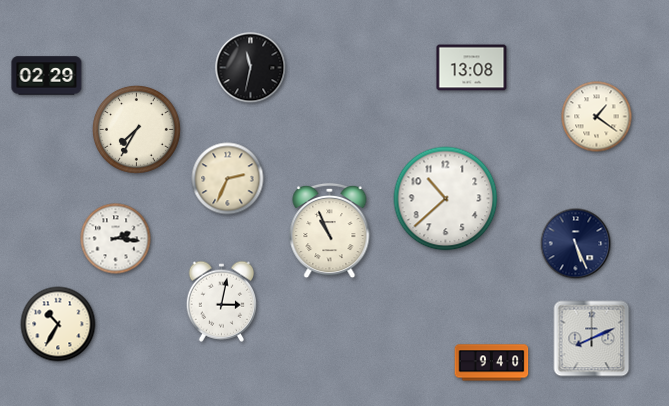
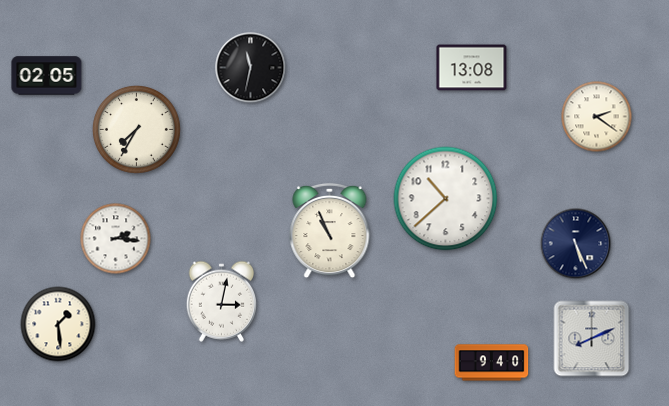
clock at (47, 76): 02:29 -> 02:05
clock at (597, 117): 1:21 -> 2:21
clock at (228, 179): 2:34 -> none
clock at (58, 324): 10:35 -> 1:29
